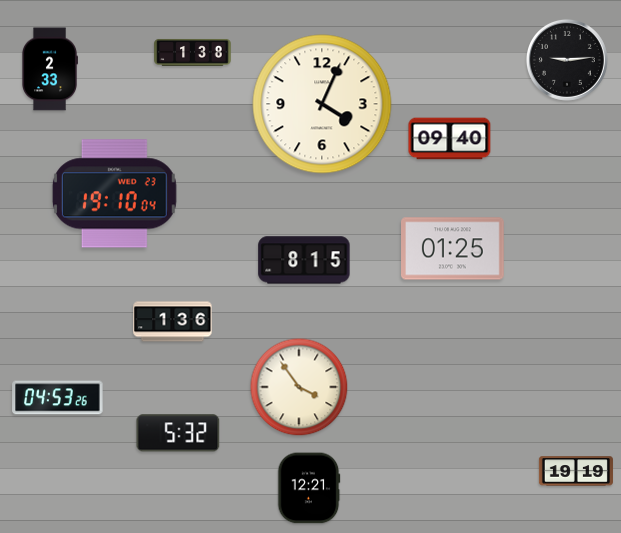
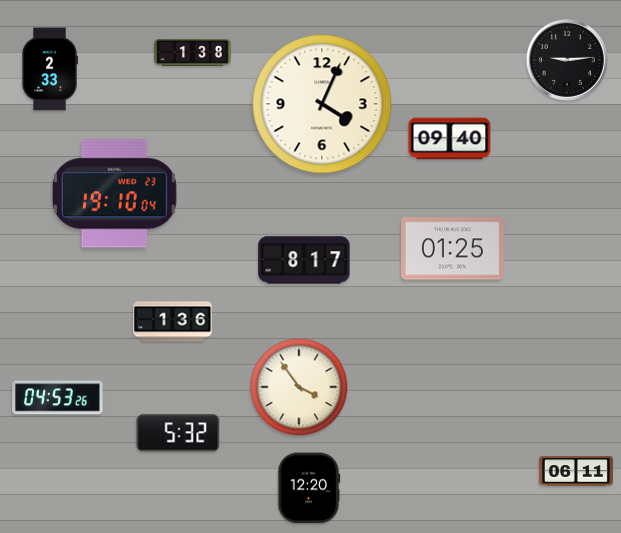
clock at (304, 260): 8:15 -> 8:17
clock at (576, 471): 19:19 -> 06:11
clock at (309, 488): 12:21 -> 12:20
